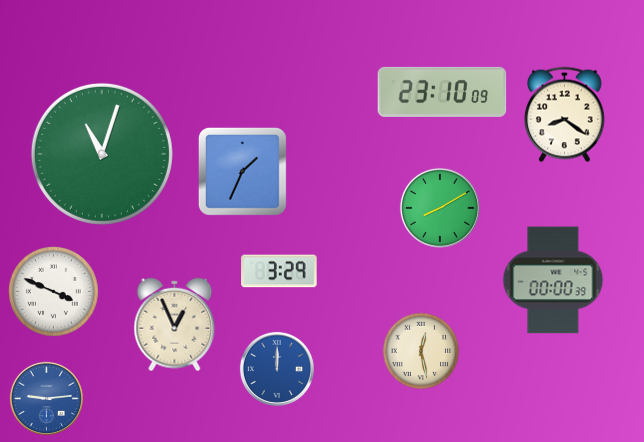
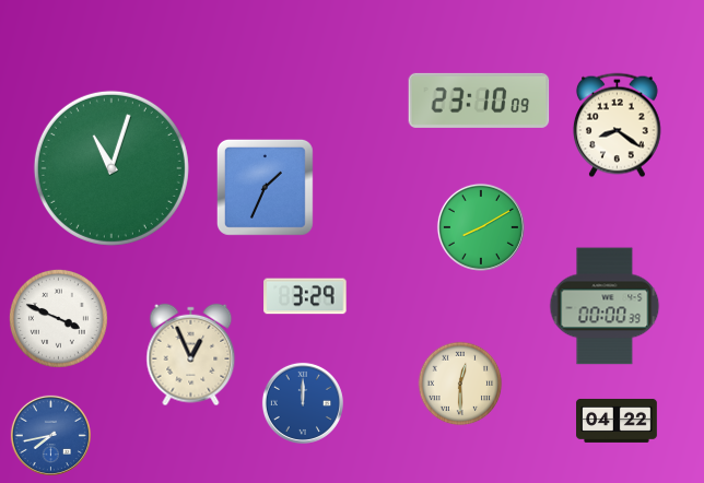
clock at (442, 92) position: (442, 92) -> (479, 101)
clock at (421, 351): 12:28 -> 12:30
clock at (617, 421): none -> 04:22
clock at (46, 398): 9:14 -> 7:43
